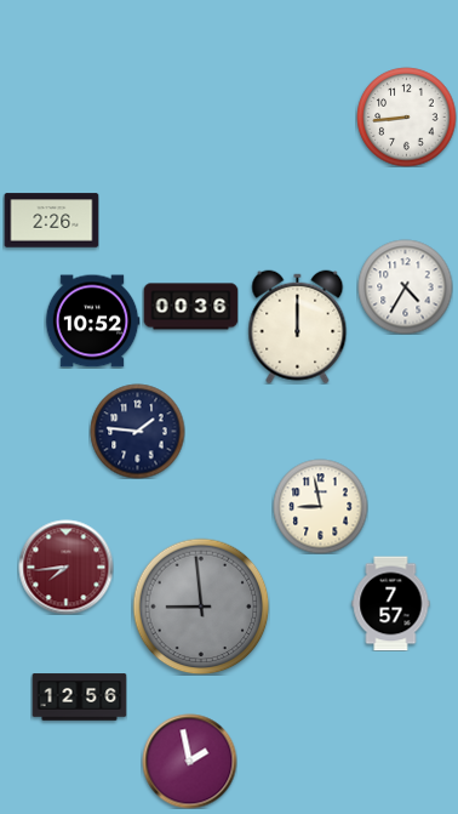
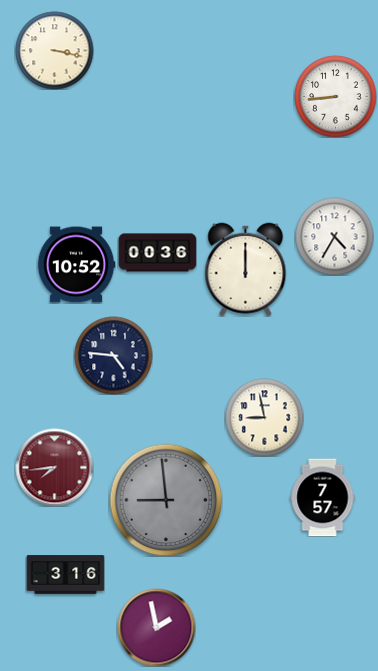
clock at (54, 50): none -> 3:17
clock at (51, 221): 2:26 -> none
clock at (137, 431): 1:46 -> 4:46
clock at (79, 698): 12:56 -> 3:16
